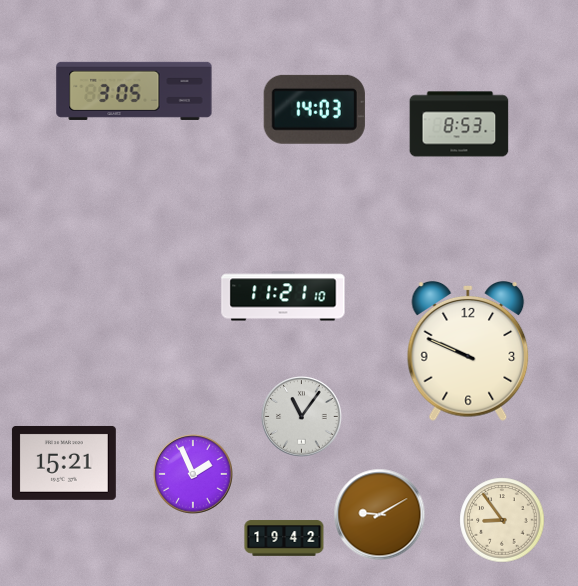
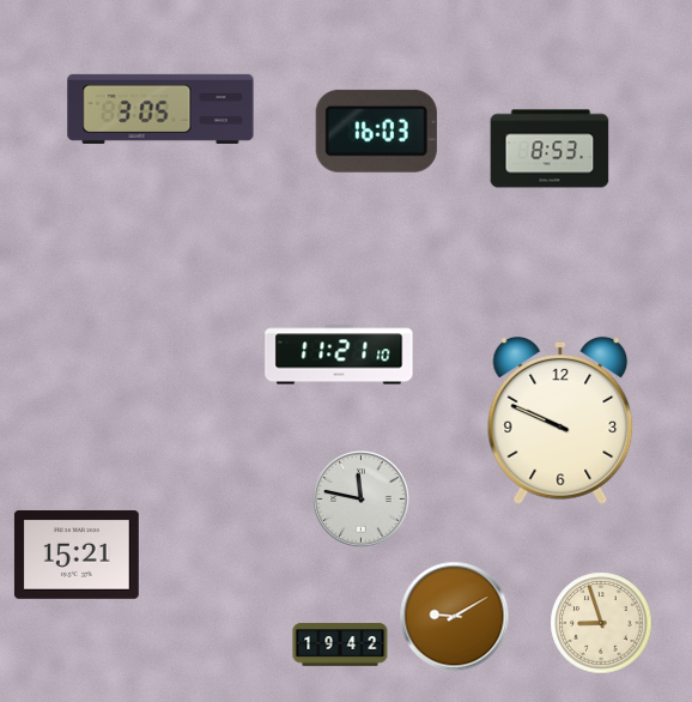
clock at (314, 109): 14:03 -> 16:03
clock at (302, 417): 11:06 -> 11:47
clock at (193, 474): 1:56 -> none
clock at (502, 520): 8:54 -> 8:57
